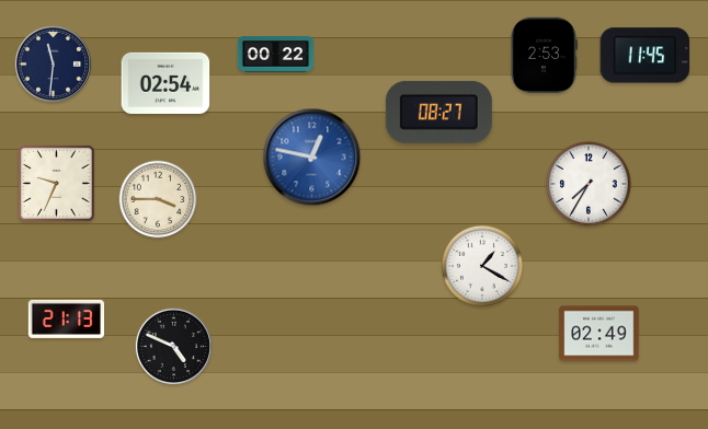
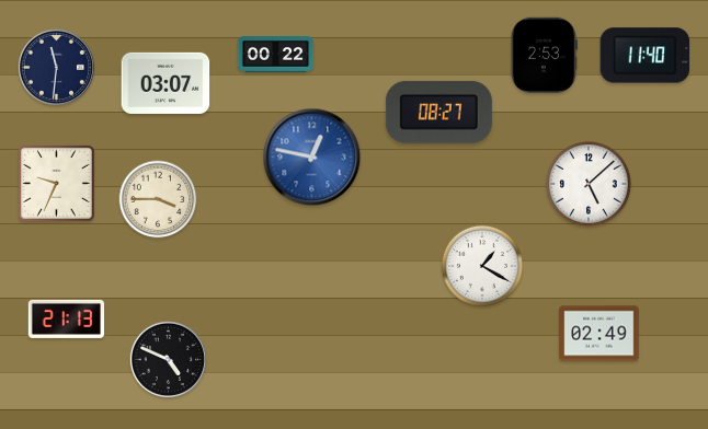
clock at (646, 56): 11:45 -> 11:40
clock at (53, 63) position: (53, 63) -> (56, 67)
clock at (165, 83): 02:54 -> 03:07
clock at (590, 185): 7:35 -> 5:08
clock at (173, 346) position: (173, 346) -> (168, 359)
